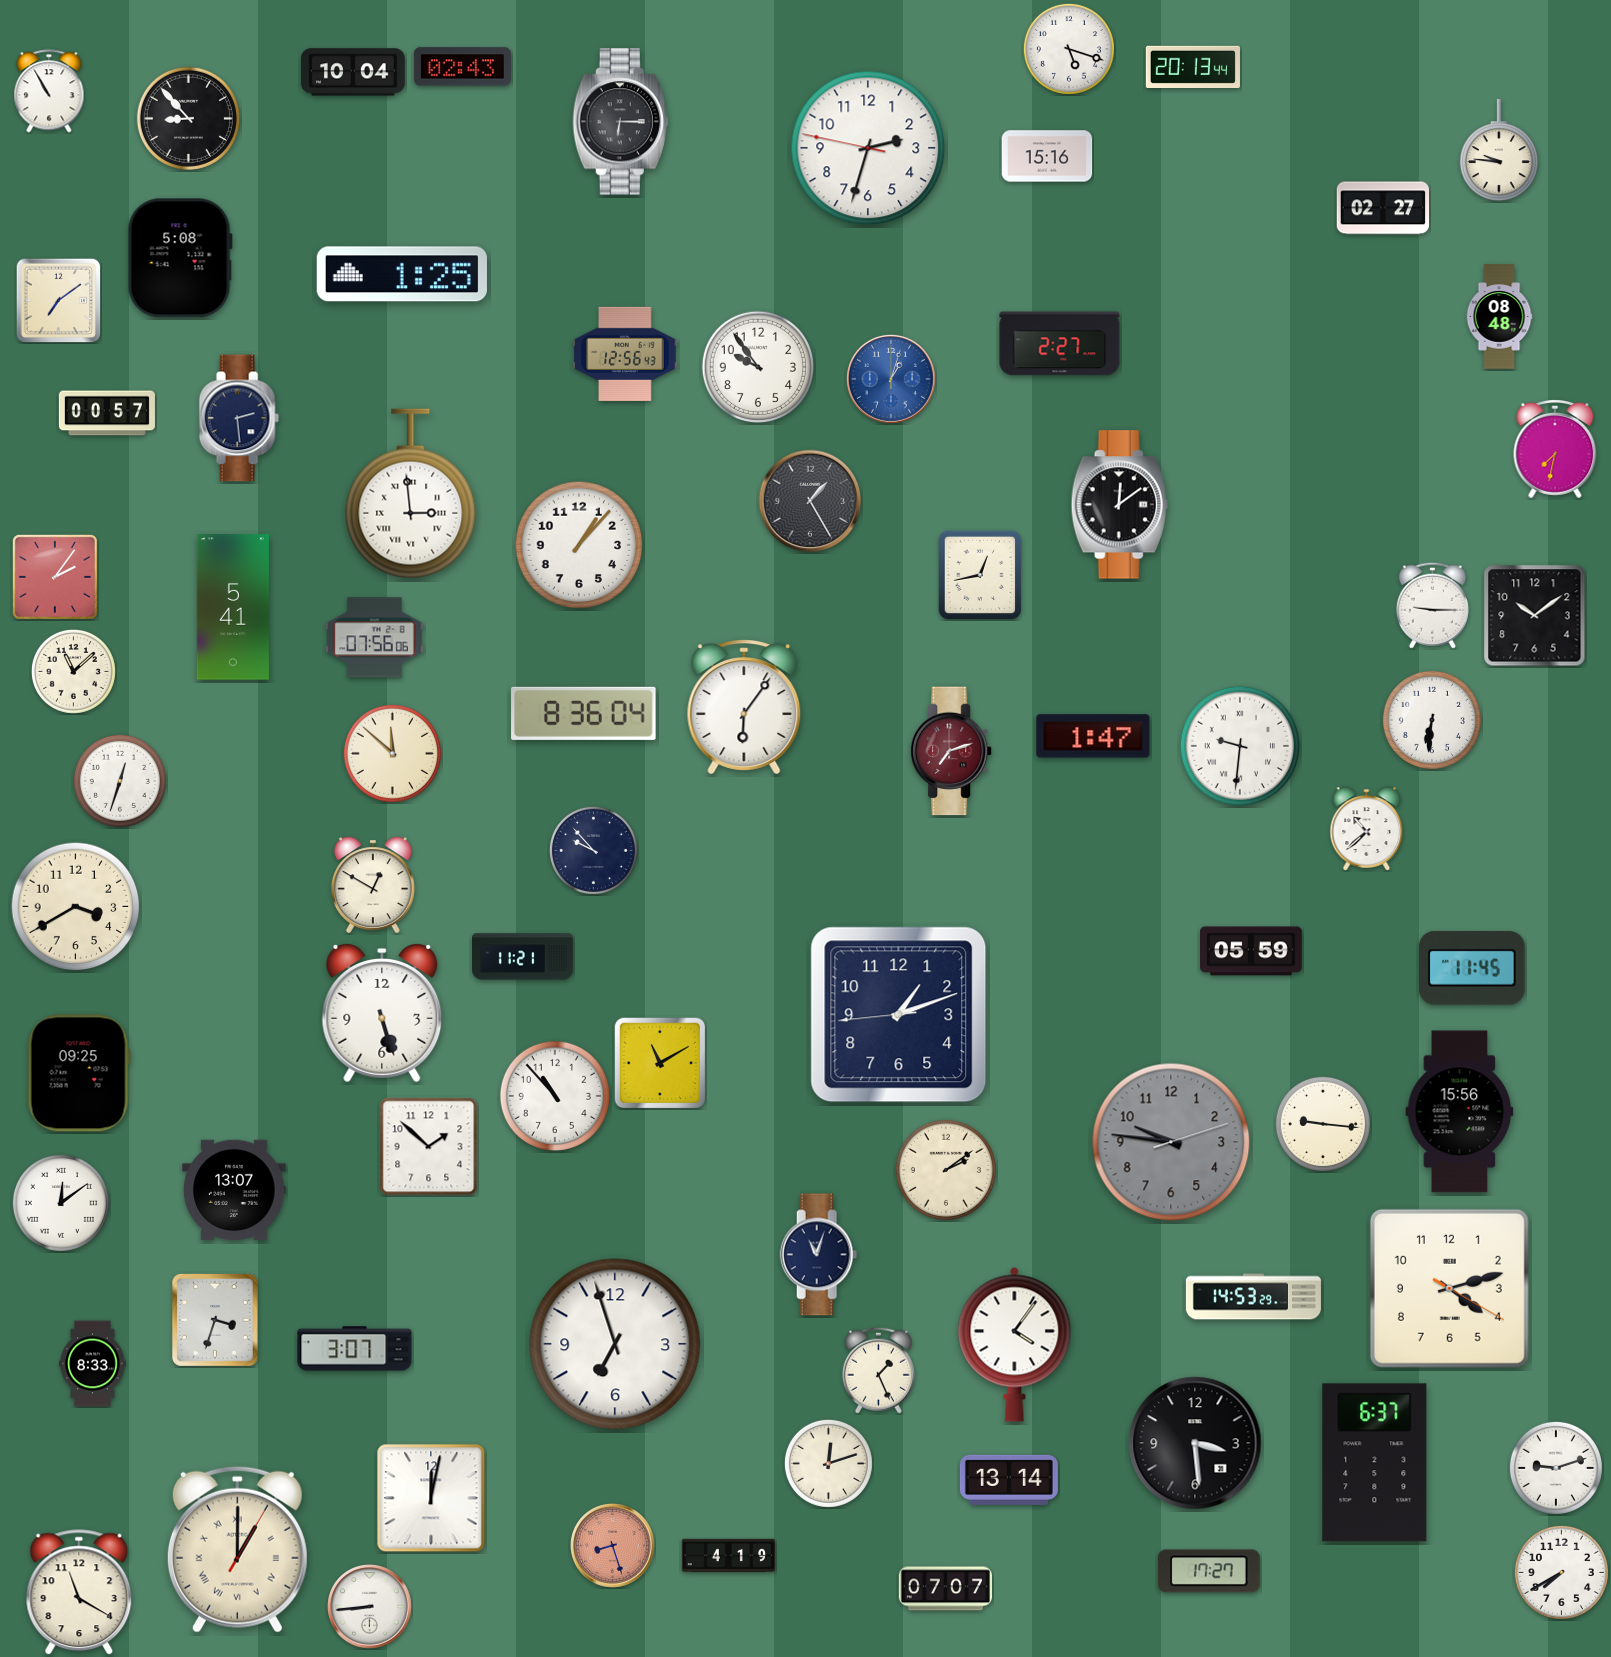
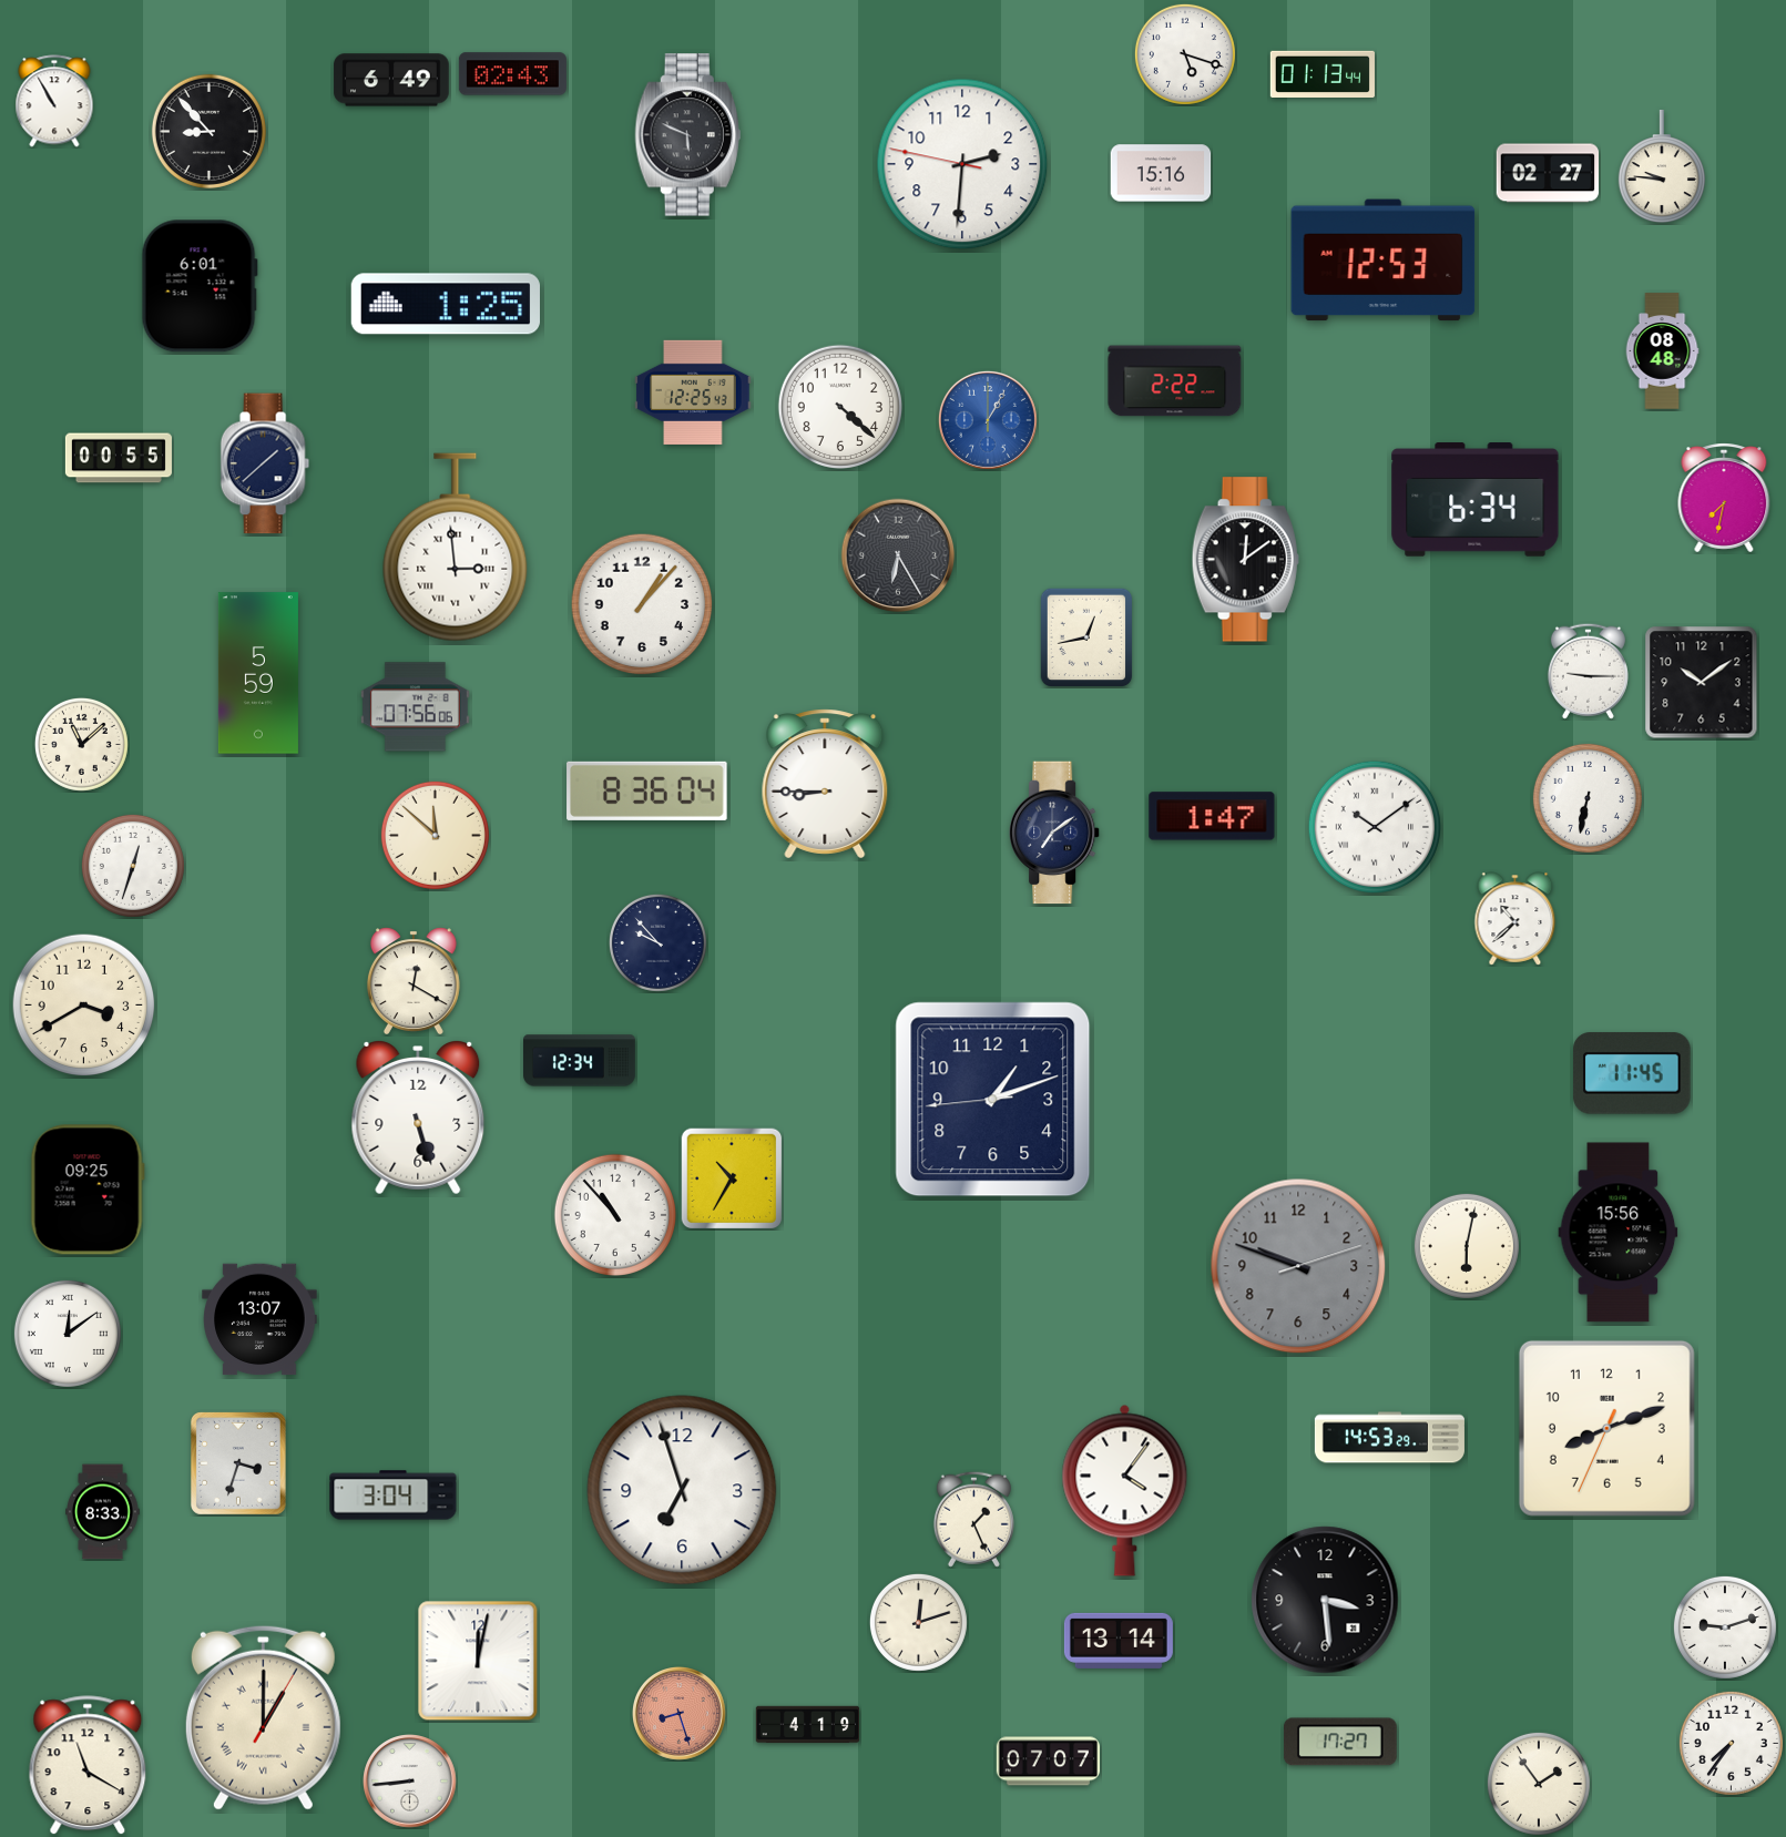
clock at (1192, 66): 20:13 -> 01:13
clock at (353, 72): 10:04 -> 6:49
clock at (620, 122): 6:15 -> 5:49
clock at (868, 148): 2:32 -> 2:30
clock at (1383, 208) position: (1383, 208) -> (1548, 173)
clock at (1384, 261): none -> 12:53
clock at (180, 258): 5:08 -> 6:01
clock at (58, 300): 7:09 -> none
clock at (1060, 344): 2:27 -> 2:22
clock at (625, 354): 12:56 -> 12:25
clock at (757, 366): 9:54 -> 4:22
clock at (891, 379): 1:03 -> 1:05
clock at (107, 413): 00:57 -> 00:55
clock at (239, 418): 2:29 -> 1:38
clock at (1476, 500): none -> 6:34
clock at (810, 501): 1:25 -> 6:25
clock at (1119, 505) position: (1119, 505) -> (1245, 560)
clock at (55, 577): 2:06 -> none
clock at (233, 607): 5:41 -> 5:59
clock at (744, 707): 6:06 -> 8:45
clock at (1432, 720): 6:31 -> 6:32
clock at (1240, 746): 9:31 -> 10:09
clock at (952, 751): 7:12 -> 7:09
clock at (952, 751) dial: burgundy -> navy
clock at (373, 885): 12:50 -> 12:20
clock at (1252, 951): 05:59 -> none
clock at (523, 957): 11:21 -> 12:34
clock at (382, 1014) position: (382, 1014) -> (418, 1119)
clock at (899, 1015) position: (899, 1015) -> (993, 1100)
clock at (660, 1063): 11:10 -> 10:35
clock at (1323, 1124): 9:16 -> 6:02
clock at (1171, 1142): 9:46 -> 9:48
clock at (429, 1147): 1:52 -> none
clock at (946, 1170): 2:09 -> none
clock at (819, 1255): 11:03 -> none
clock at (1449, 1288): 4:12 -> 8:11
clock at (355, 1349): 3:07 -> 3:04
clock at (1375, 1463): 6:37 -> none
clock at (1561, 1572): 7:40 -> 7:36
clock at (1539, 1784): none -> 1:54
